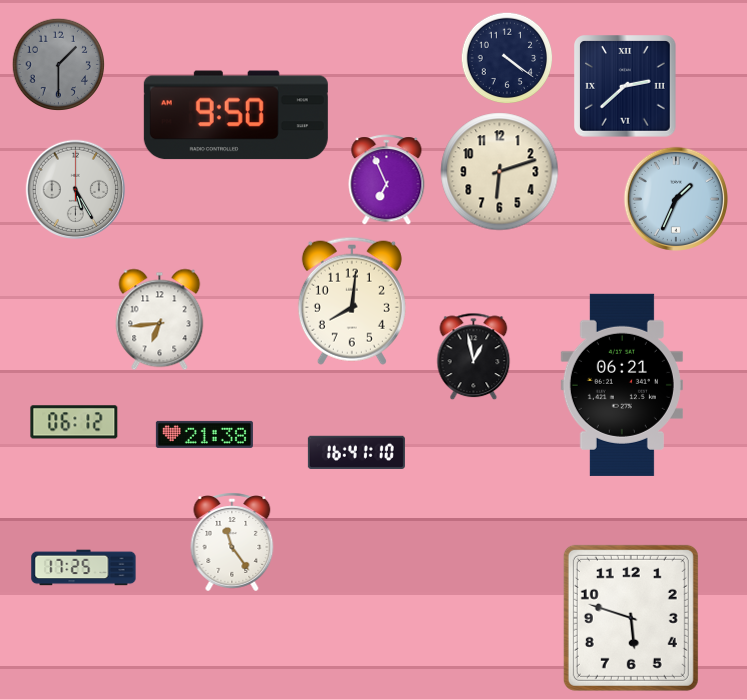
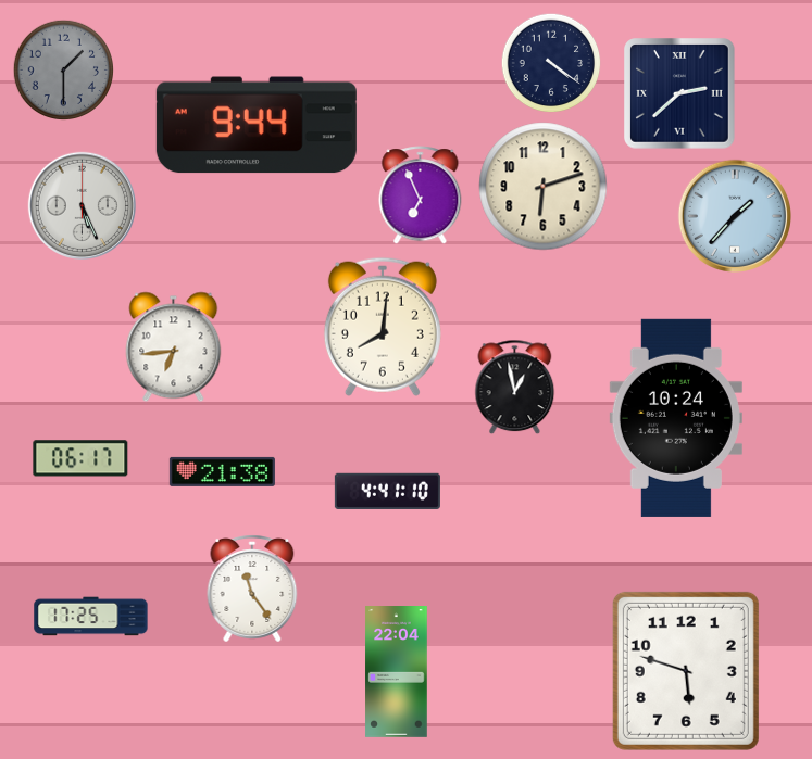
clock at (236, 115): 9:50 -> 9:44
clock at (75, 189): 5:25 -> 5:26
clock at (676, 199): 1:34 -> 1:37
clock at (622, 385): 06:21 -> 10:24
clock at (74, 422): 06:12 -> 06:17
clock at (356, 452): 16:41 -> 4:41
clock at (397, 672): none -> 22:04
